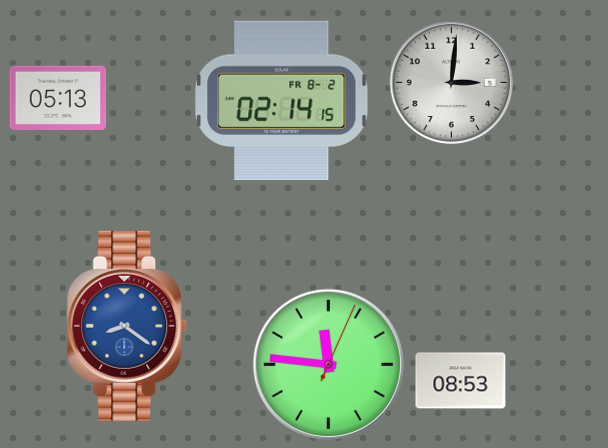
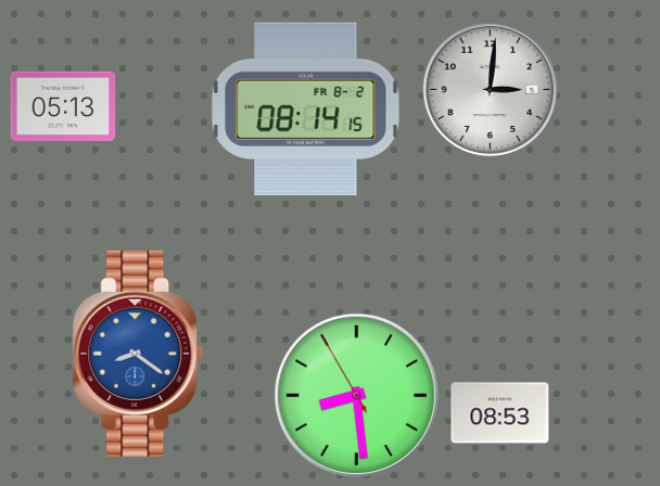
clock at (282, 101): 02:14 -> 08:14
clock at (328, 364): 11:46 -> 8:28
